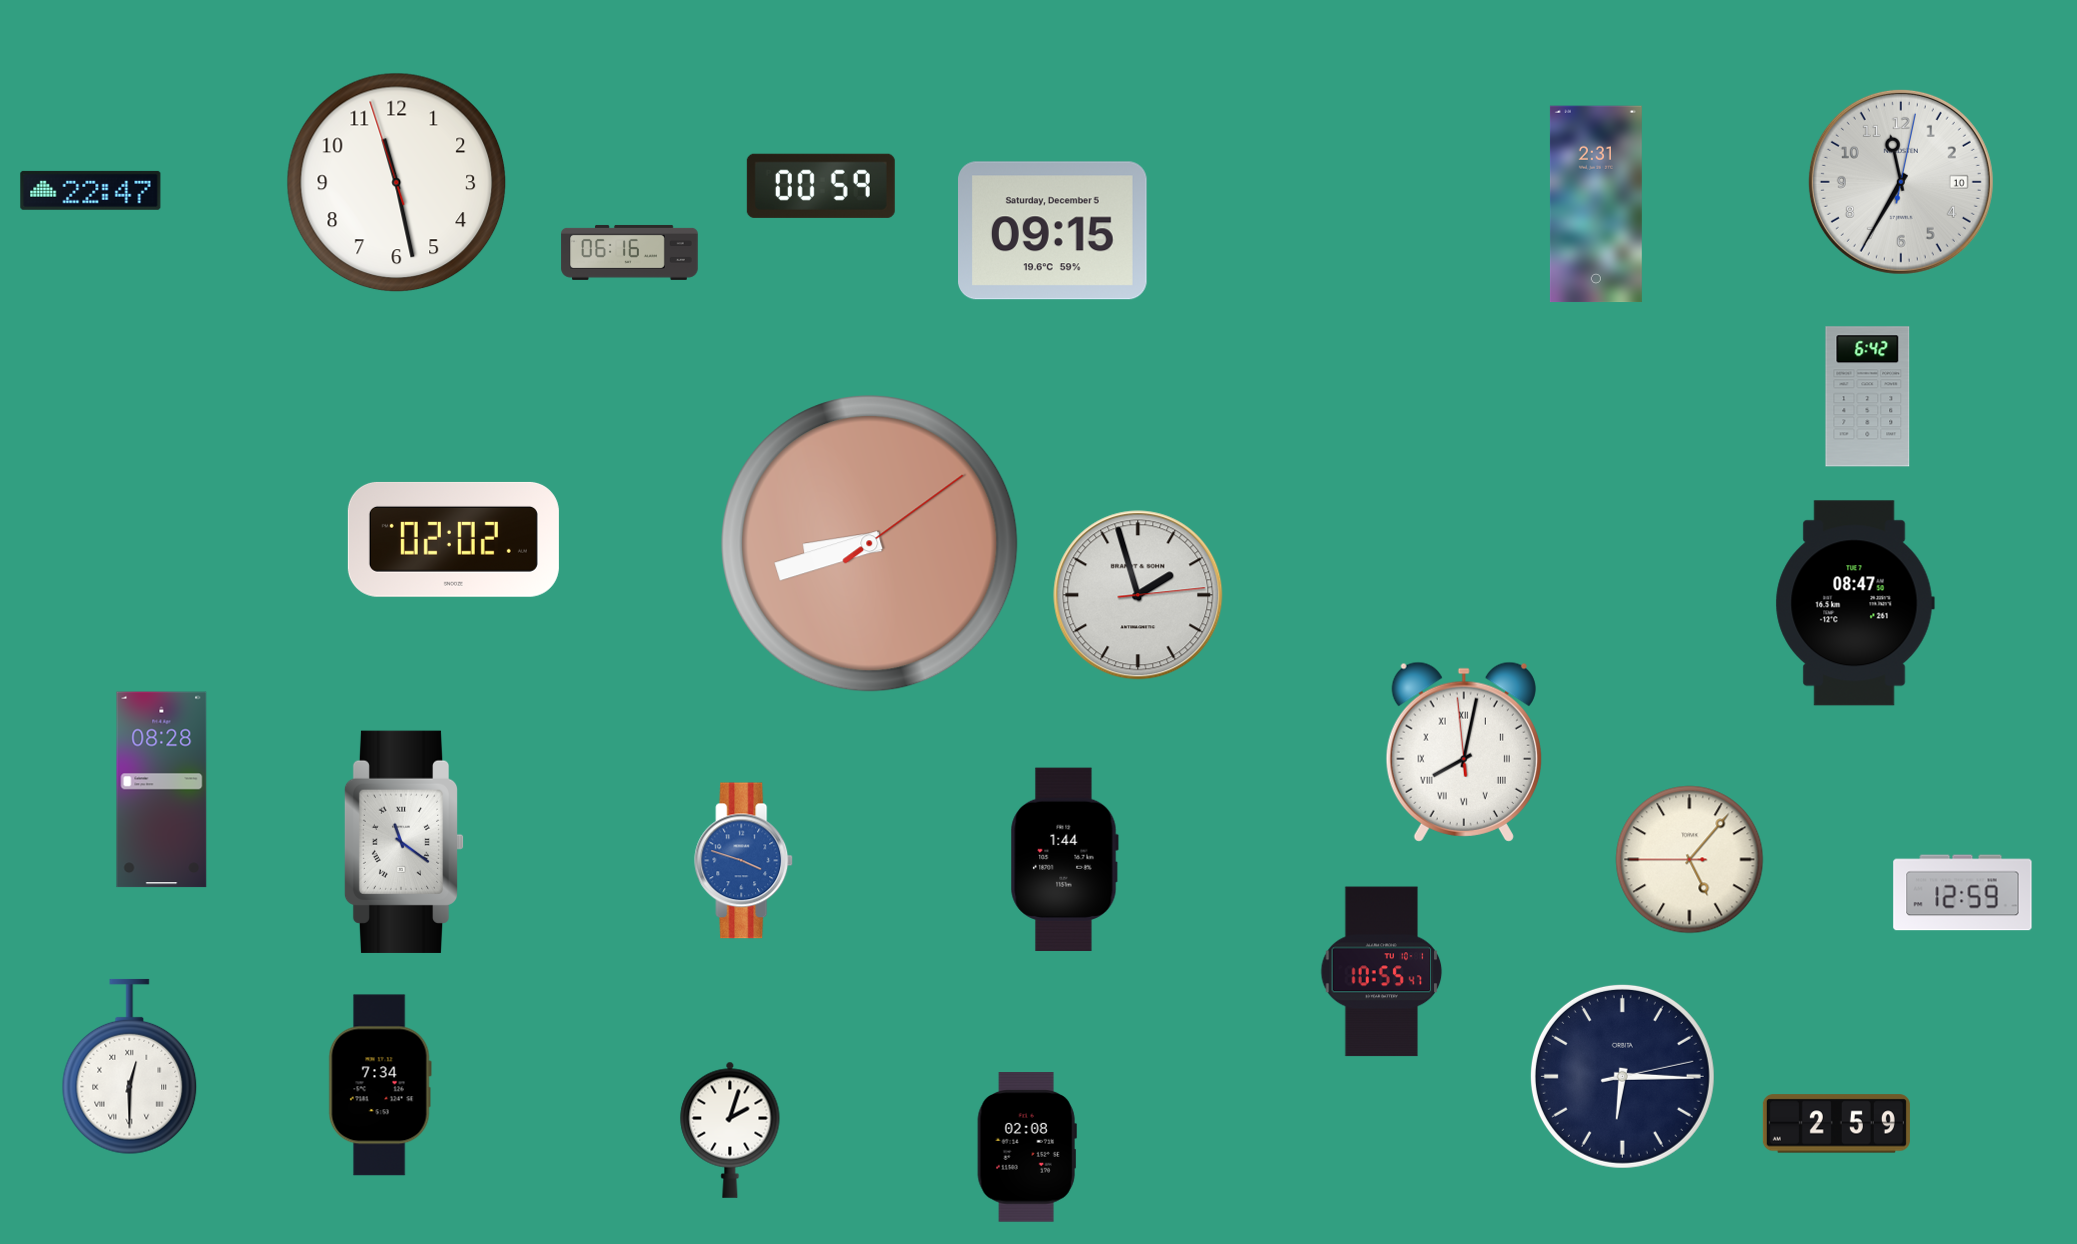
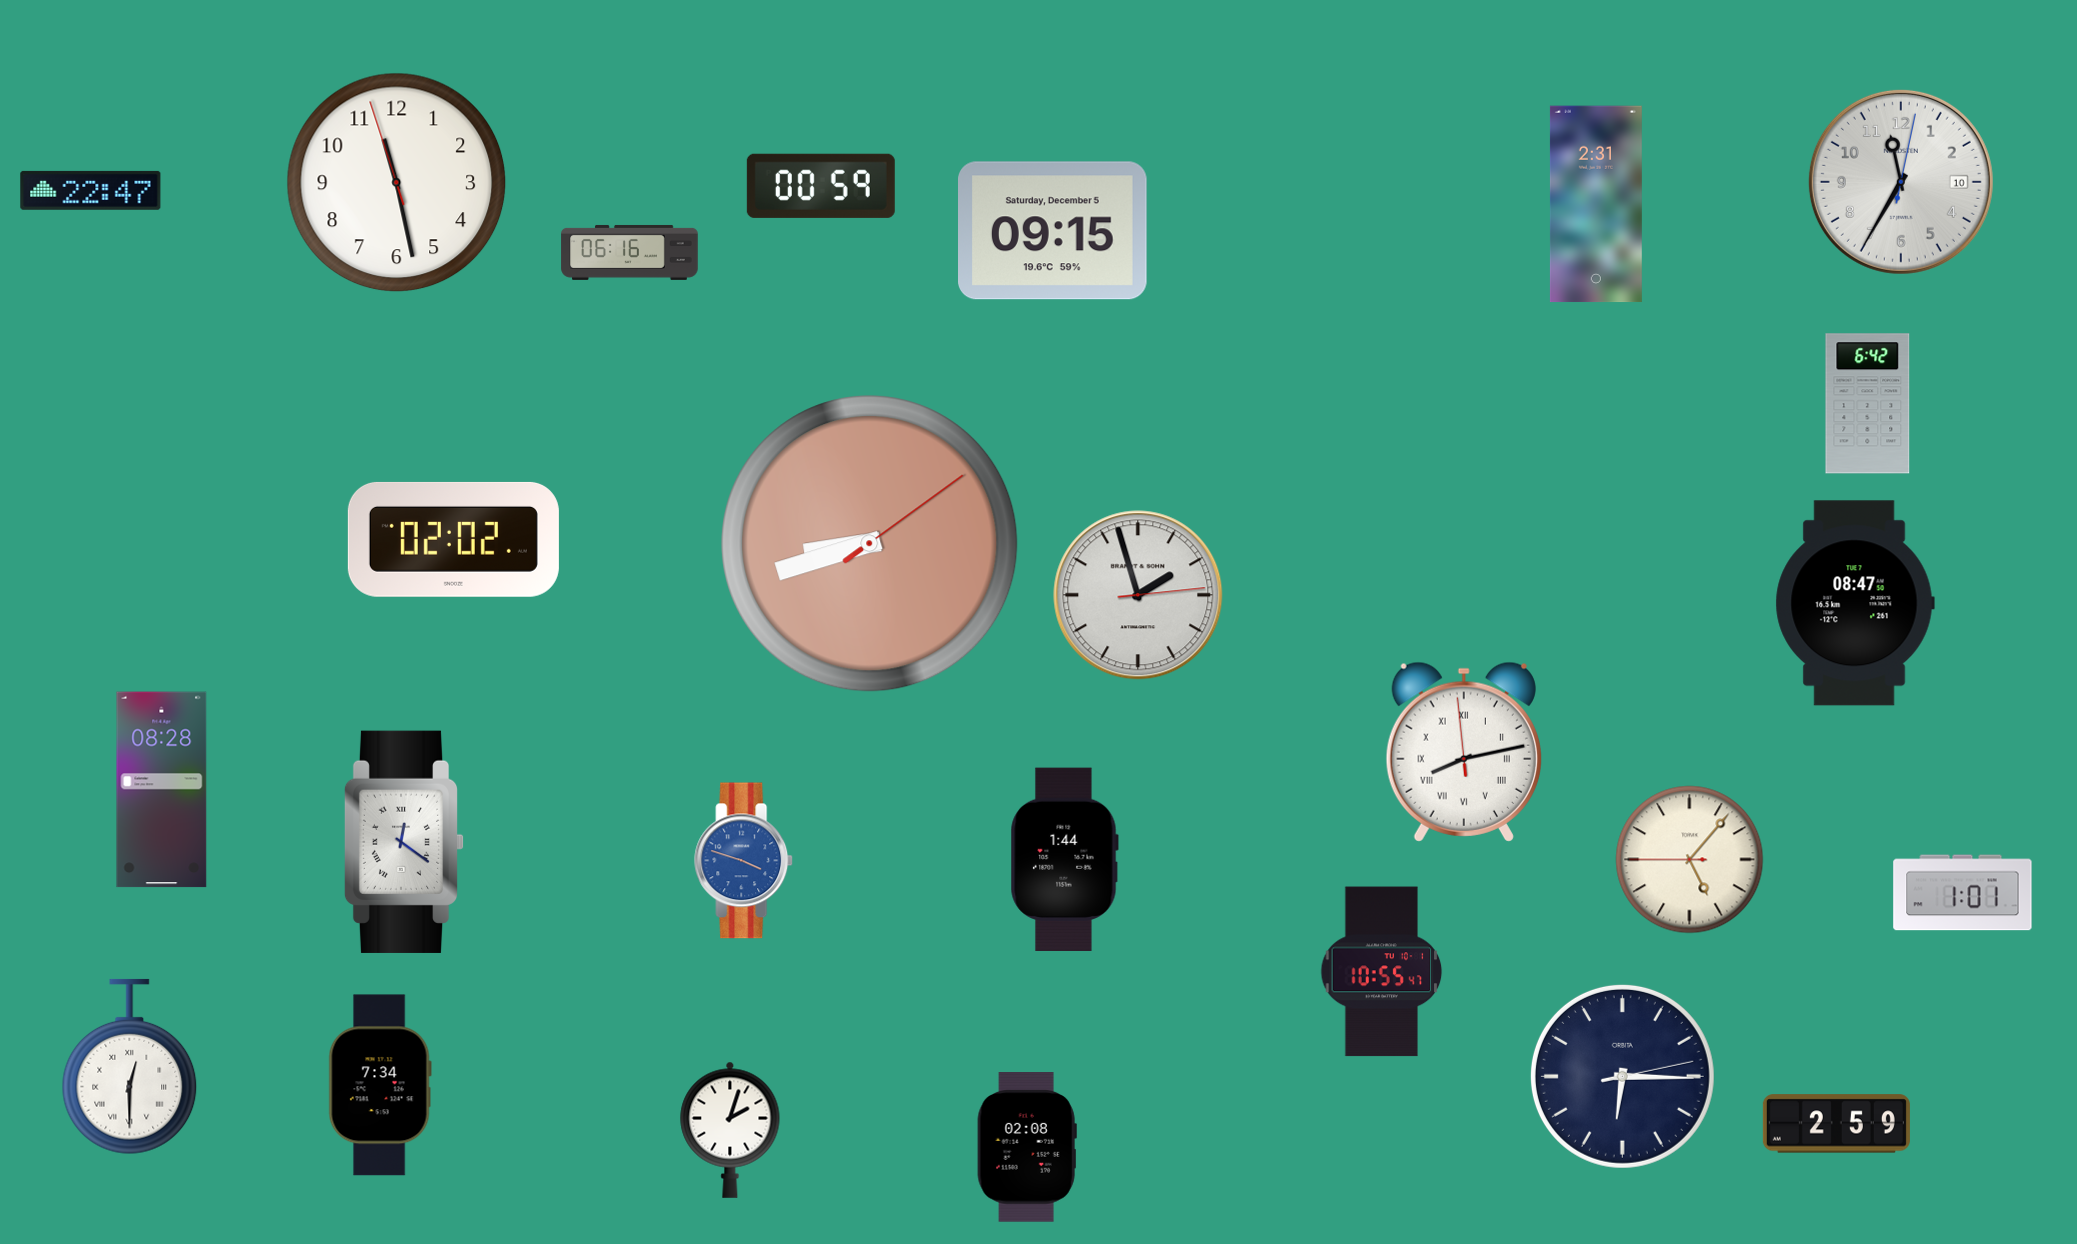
clock at (1868, 397) position: (1868, 397) -> (1868, 404)
clock at (1464, 752): 8:01 -> 8:12
clock at (404, 842): 11:21 -> 12:21
clock at (1963, 893): 12:59 -> 1:01
